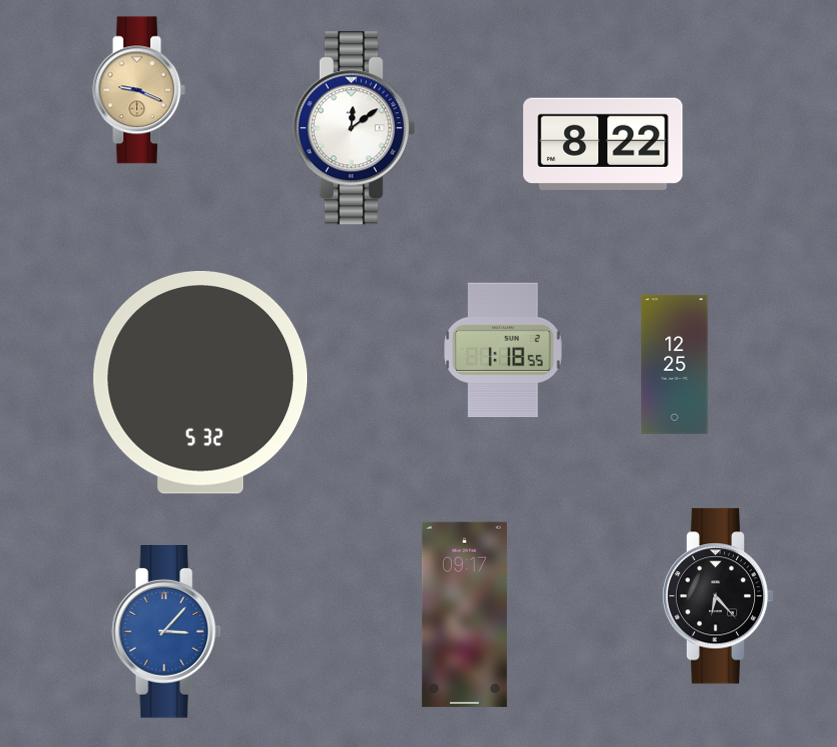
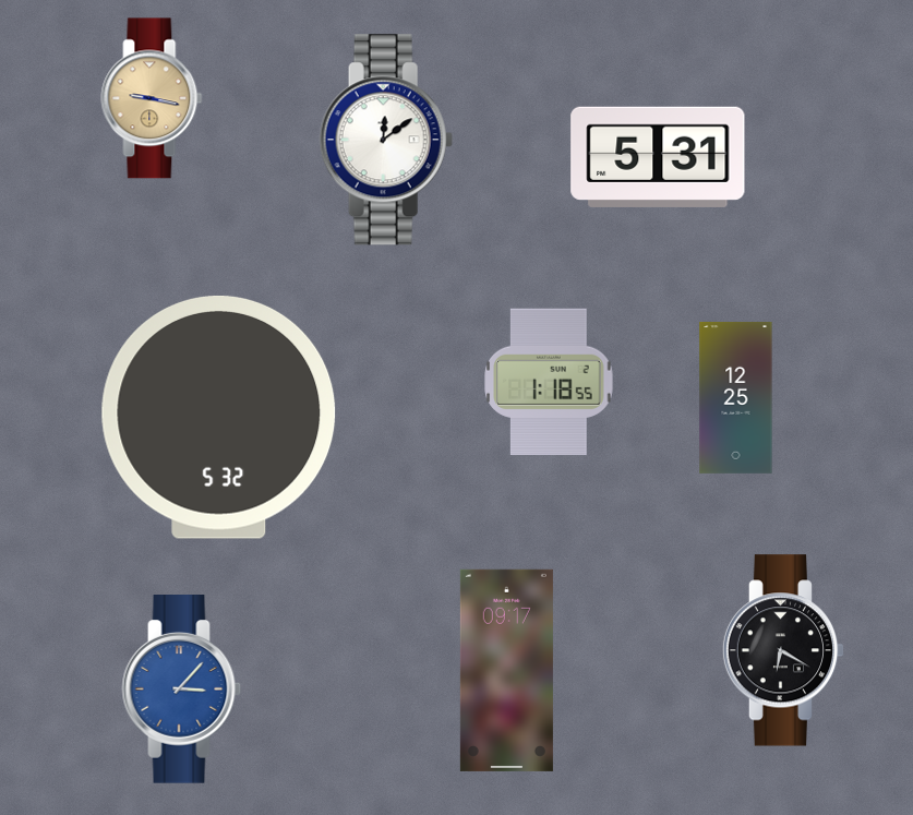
clock at (139, 90): 9:19 -> 9:17
clock at (603, 144): 8:22 -> 5:31
clock at (718, 596): 6:23 -> 6:20
